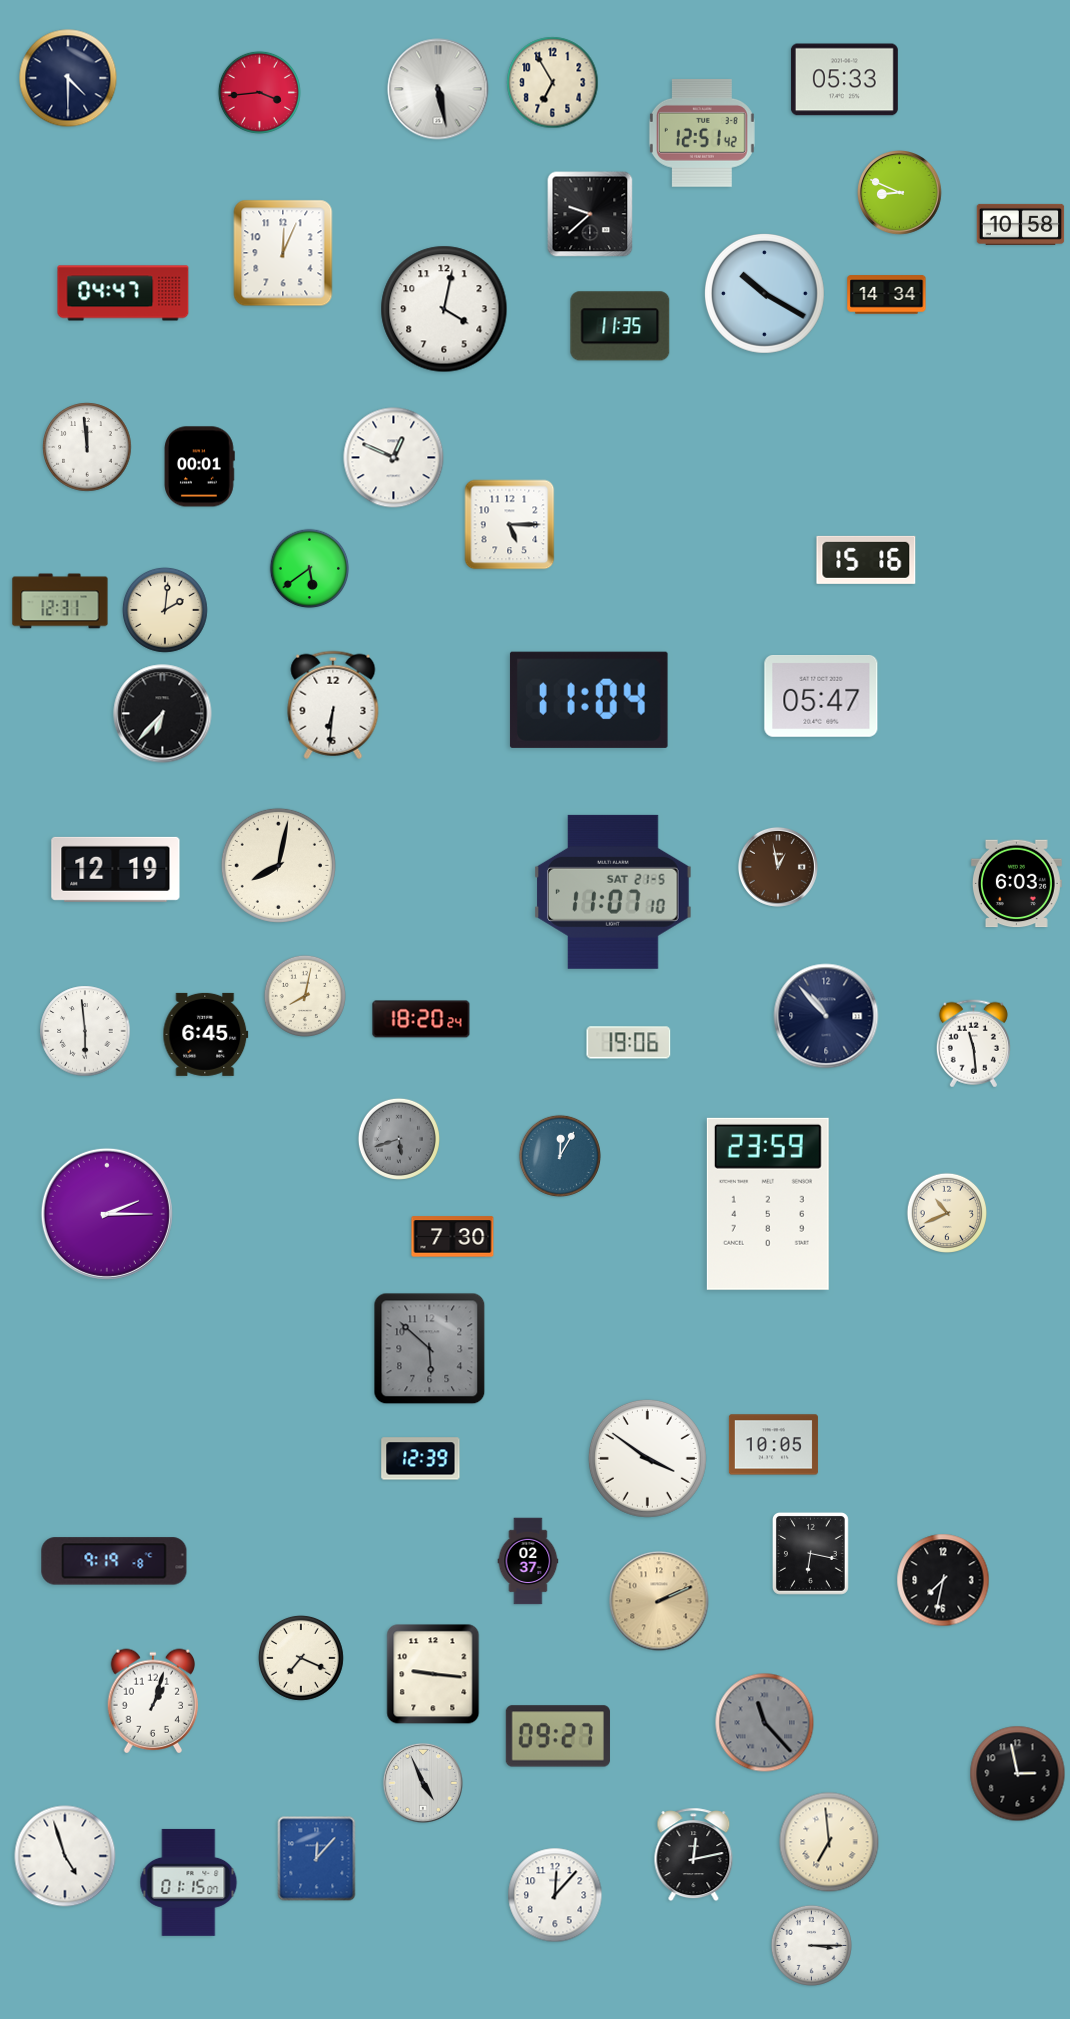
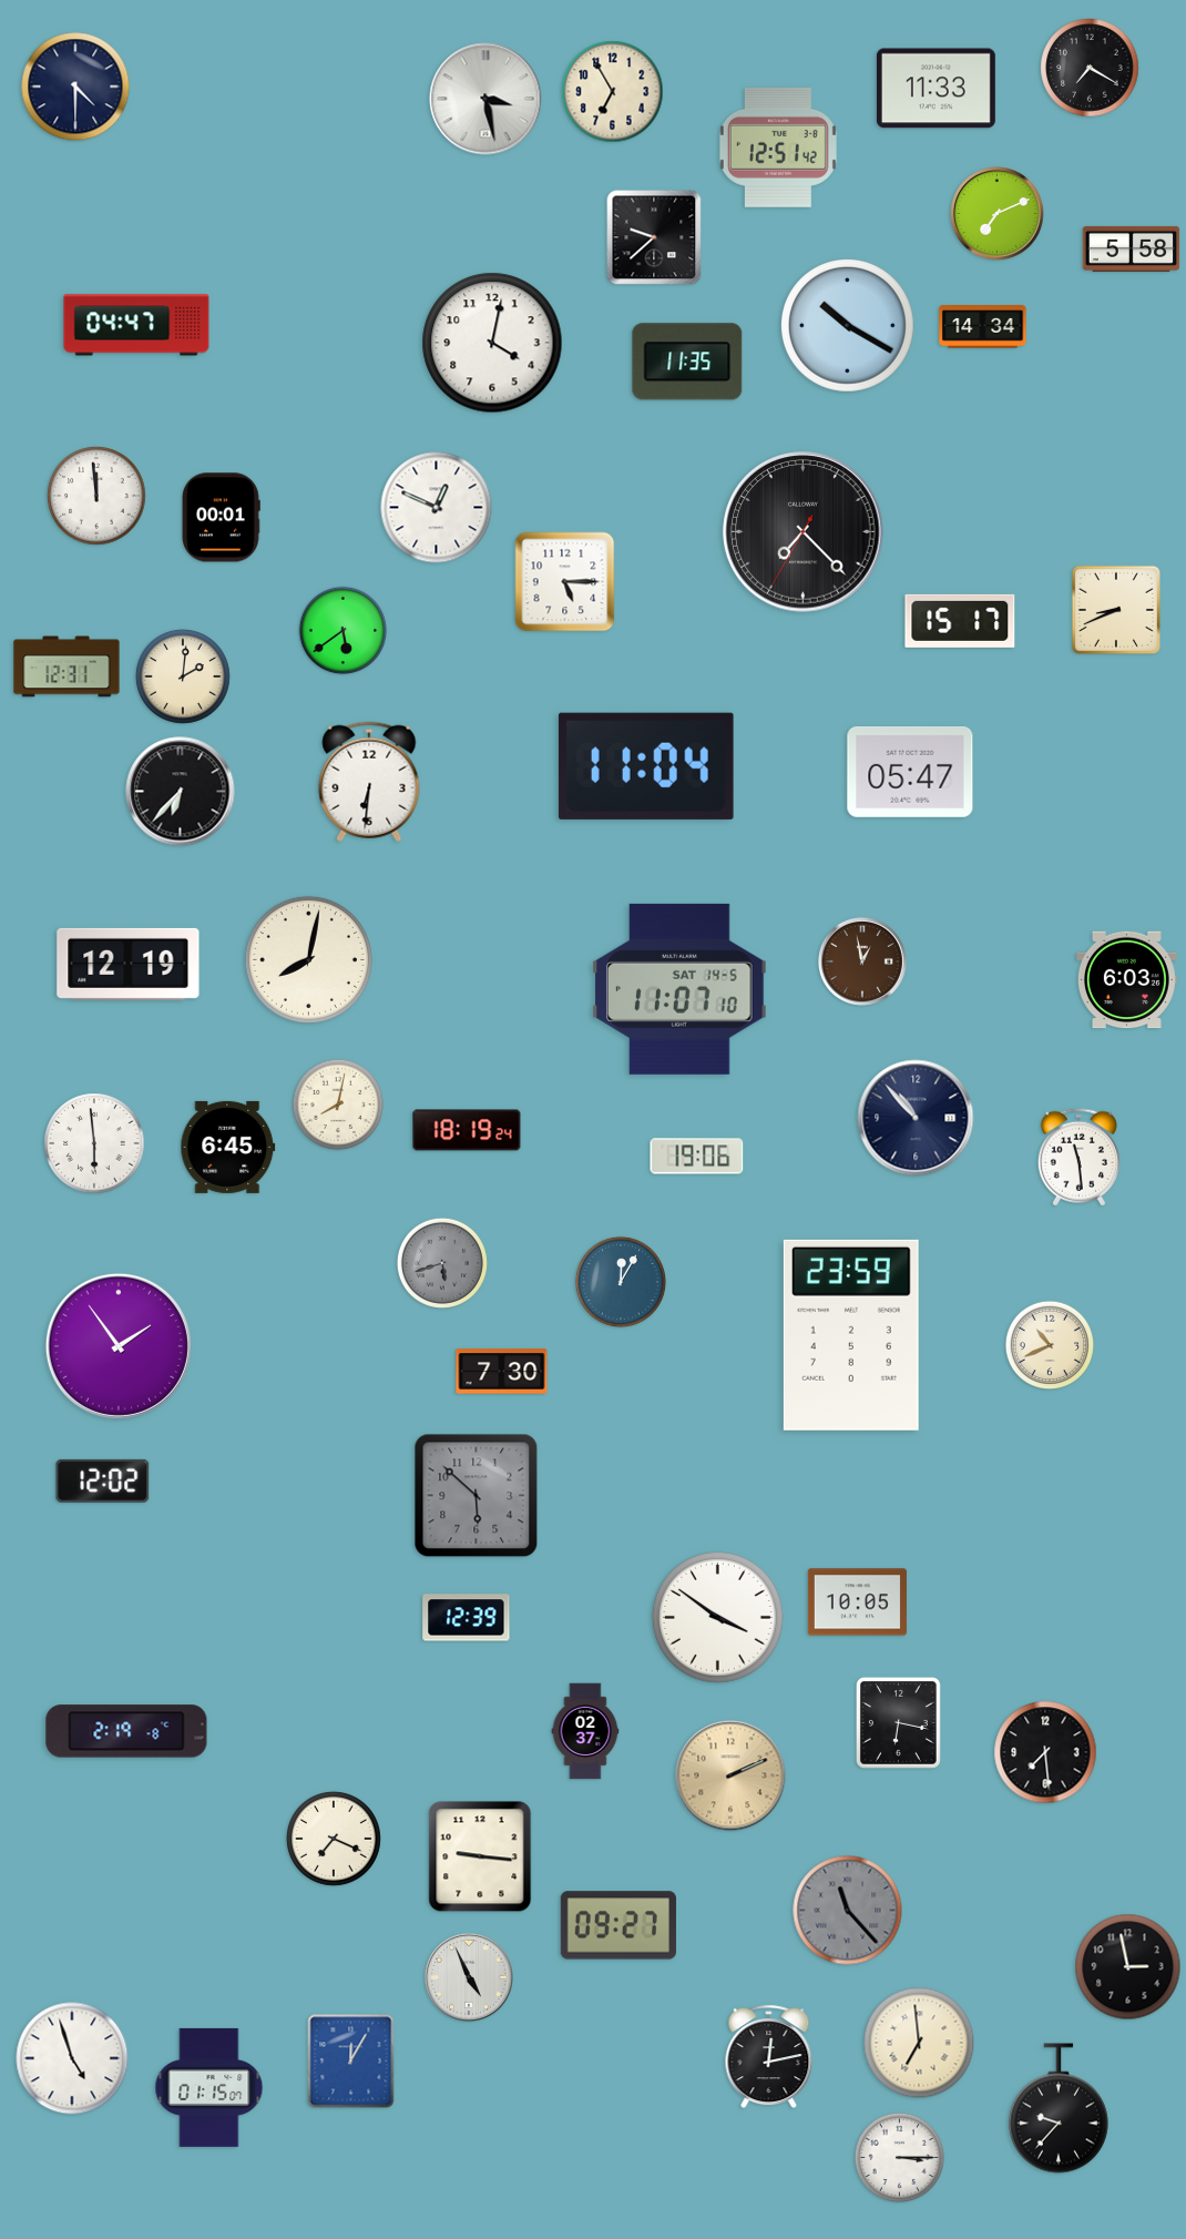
clock at (1090, 68): none -> 7:20
clock at (844, 80): 05:33 -> 11:33
clock at (438, 89): 5:28 -> 3:28
clock at (259, 92): 3:44 -> none
clock at (900, 193): 8:49 -> 7:11
clock at (1021, 224): 10:58 -> 5:58
clock at (283, 253): 12:04 -> none
clock at (804, 532): none -> 7:22
clock at (1115, 609): none -> 8:41
clock at (866, 560): 15:16 -> 15:17
clock at (589, 700) position: (589, 700) -> (646, 766)
clock at (614, 892) date: SAT 21-5 -> SAT 14-5
clock at (826, 1016) position: (826, 1016) -> (916, 1118)
clock at (421, 1019): 18:20 -> 18:19
clock at (107, 1214): 2:15 -> 1:54
clock at (103, 1480): none -> 12:02
clock at (114, 1561): 9:19 -> 2:19
clock at (943, 1580): 7:32 -> 7:29
clock at (153, 1701): 1:03 -> none
clock at (317, 1859): 12:07 -> 12:05
clock at (555, 1895): 12:07 -> none
clock at (1059, 2108): none -> 9:37
